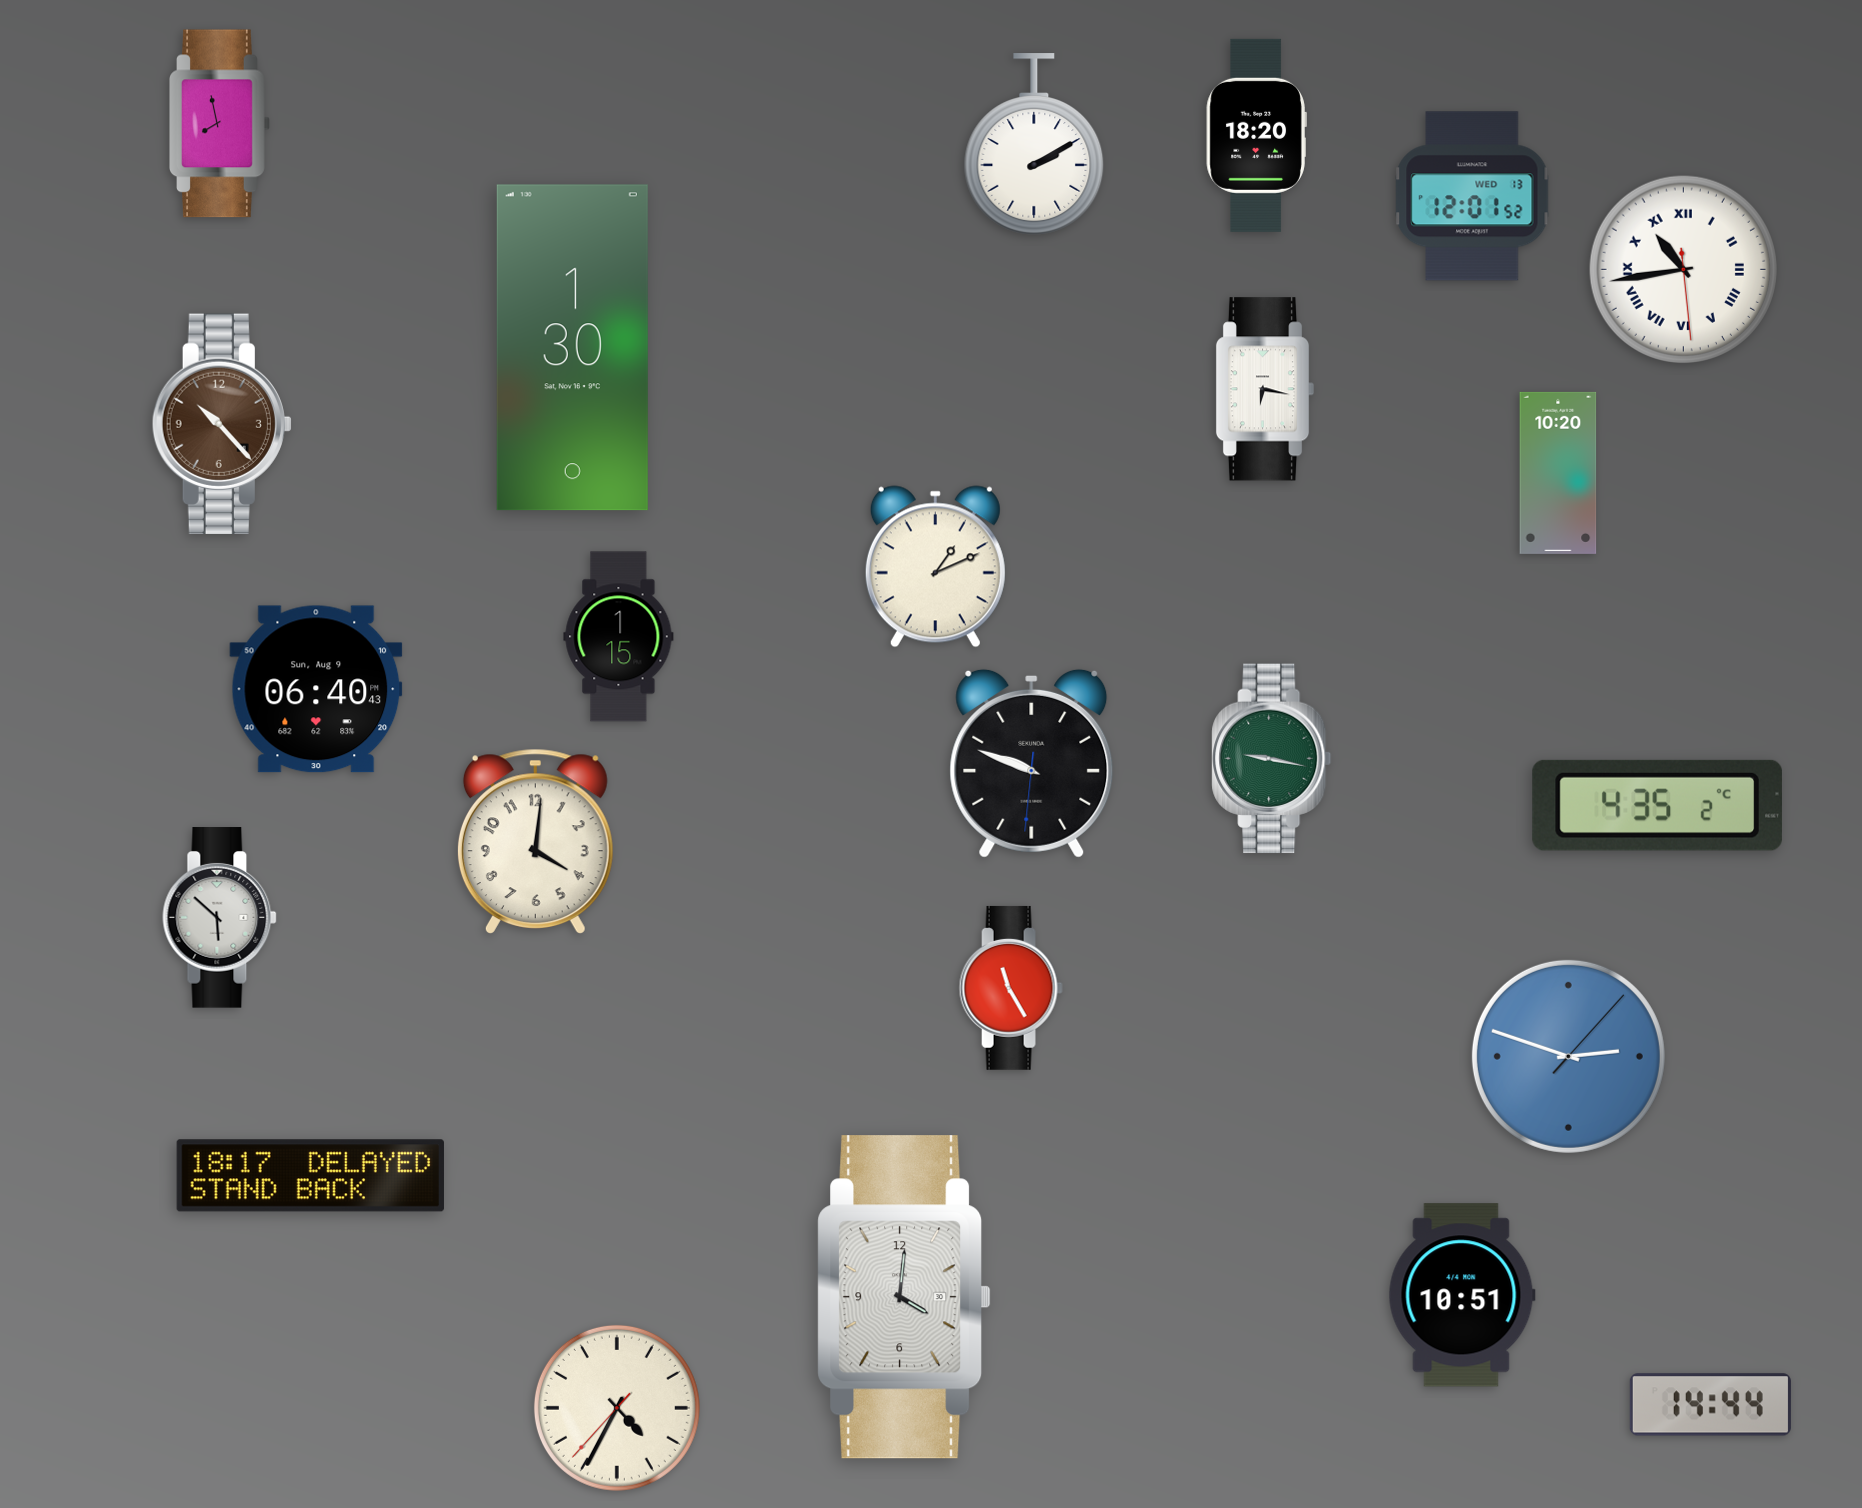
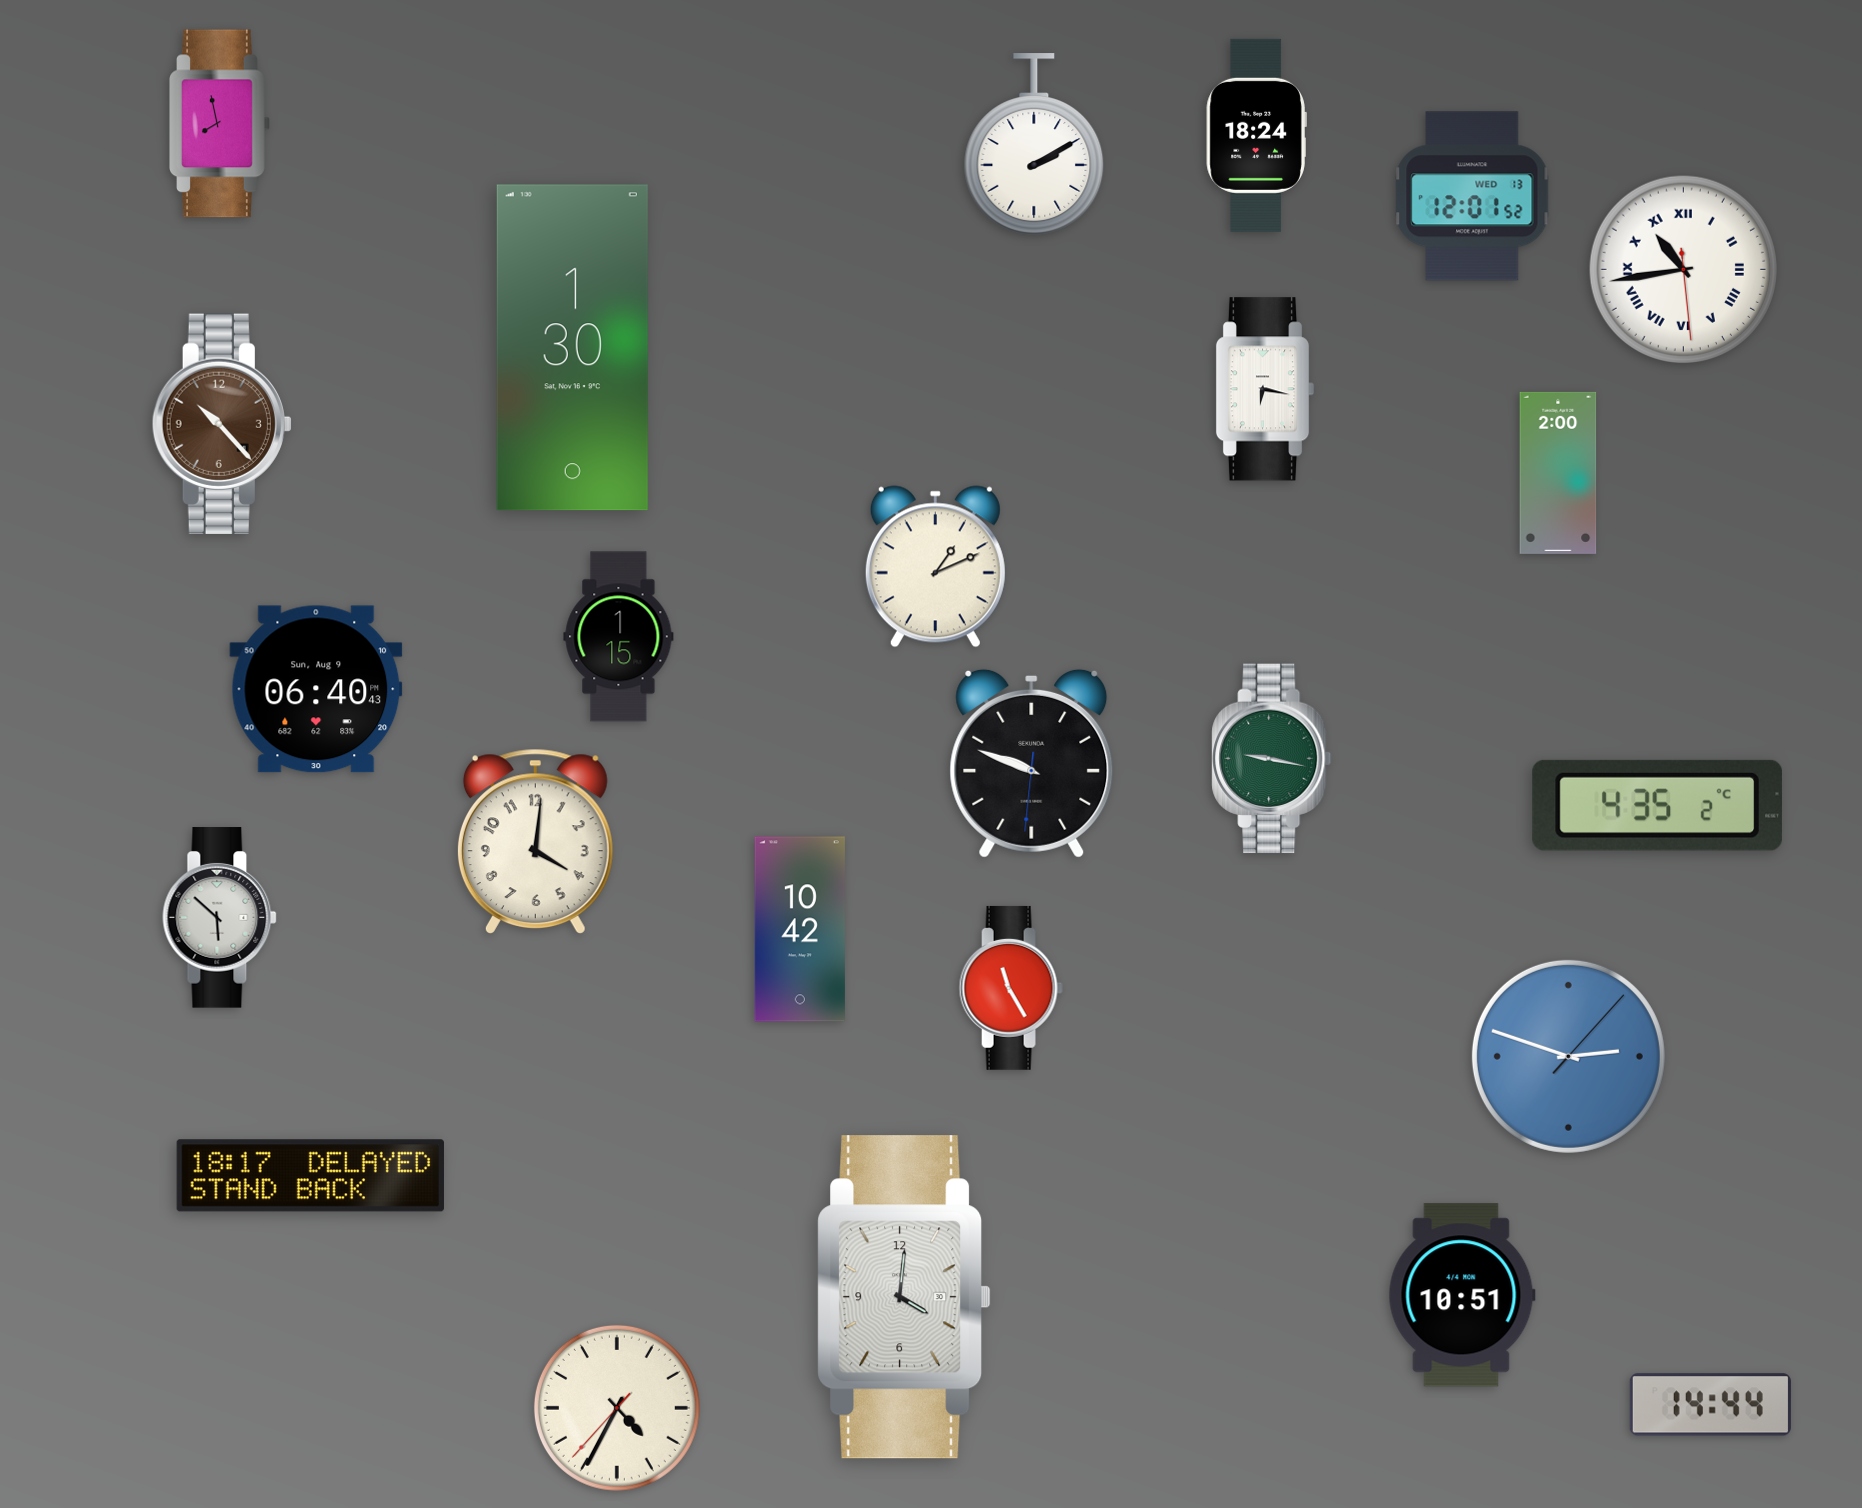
clock at (1256, 135): 18:20 -> 18:24
clock at (1558, 473): 10:20 -> 2:00
clock at (800, 929): none -> 10:42
